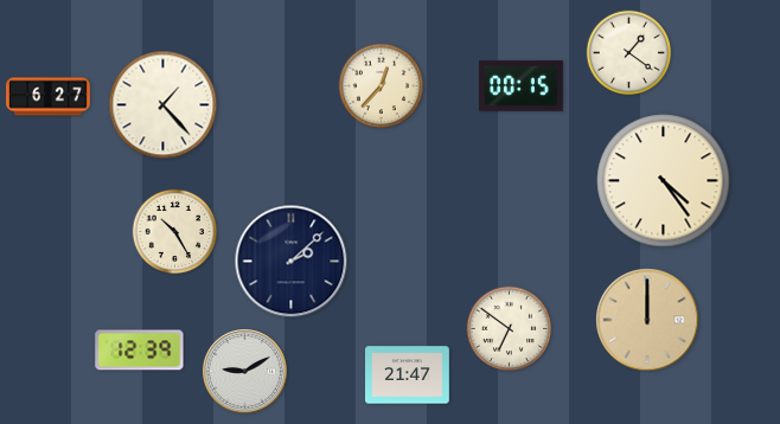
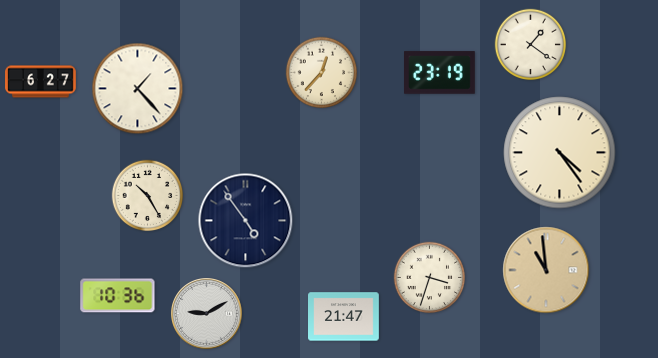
clock at (522, 86): 00:15 -> 23:19
clock at (292, 262): 2:08 -> 4:54
clock at (647, 320): 12:00 -> 10:59
clock at (510, 329): 6:51 -> 3:33
clock at (140, 351): 12:39 -> 10:36
